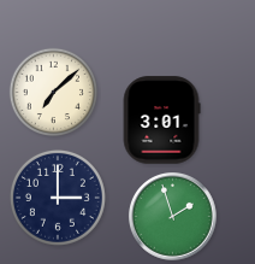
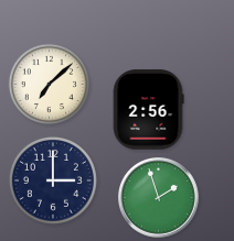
clock at (161, 121): 3:01 -> 2:56
